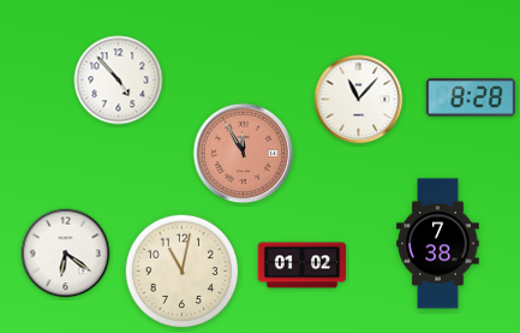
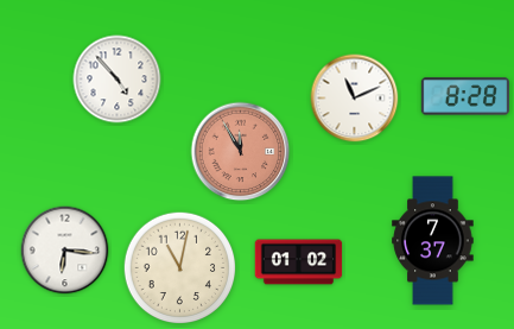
clock at (359, 100): 11:07 -> 11:11
clock at (438, 244): 7:38 -> 7:37
clock at (66, 254): 6:21 -> 6:16
